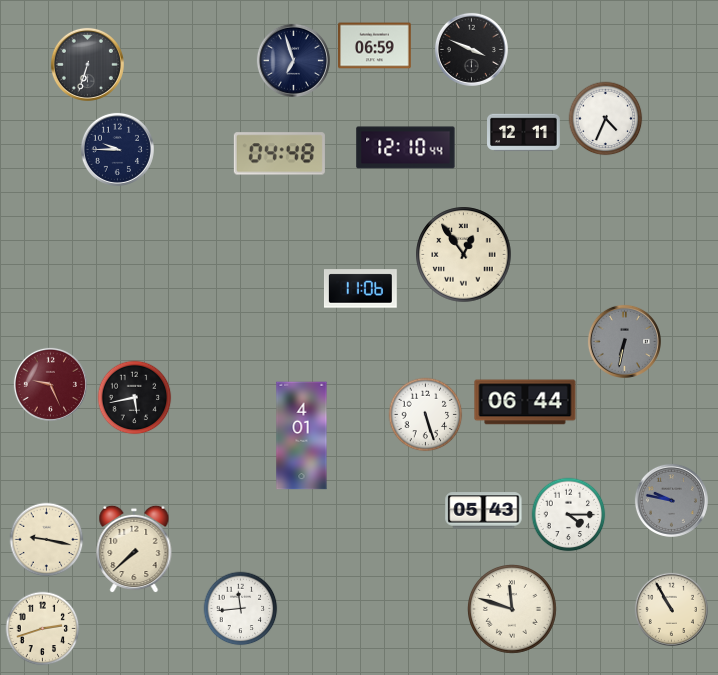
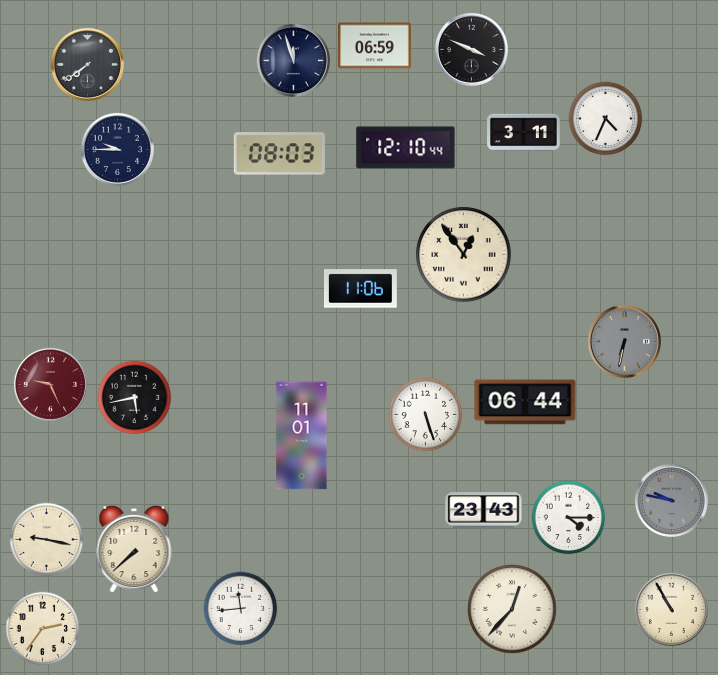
clock at (293, 60): 6:57 -> 11:57
clock at (87, 64): 6:33 -> 7:39
clock at (524, 133): 12:11 -> 3:11
clock at (279, 154): 04:48 -> 08:03
clock at (302, 436): 4:01 -> 11:01
clock at (484, 511): 05:43 -> 23:43
clock at (569, 515) position: (569, 515) -> (569, 518)
clock at (513, 610): 11:48 -> 12:37
clock at (43, 629): 2:42 -> 2:36
